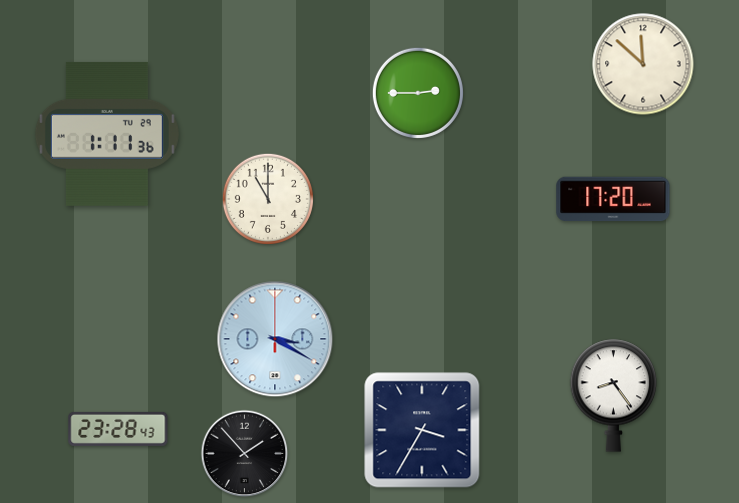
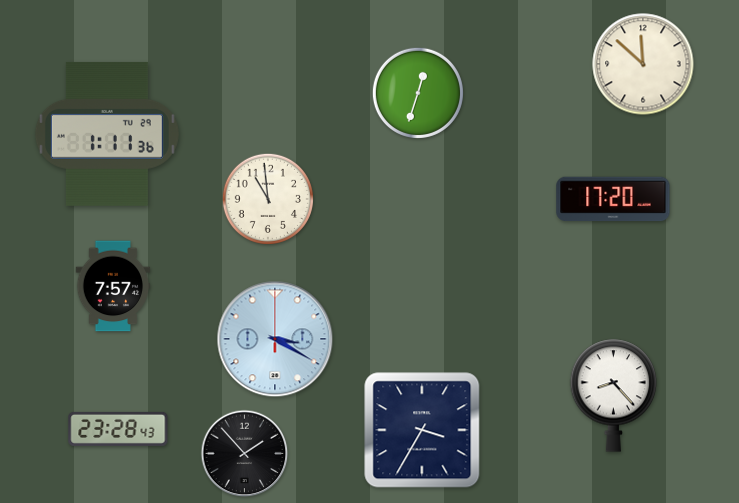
clock at (418, 93): 2:45 -> 12:33
clock at (268, 199): 11:00 -> 10:59
clock at (113, 286): none -> 7:57
clock at (614, 395): 8:24 -> 8:23
